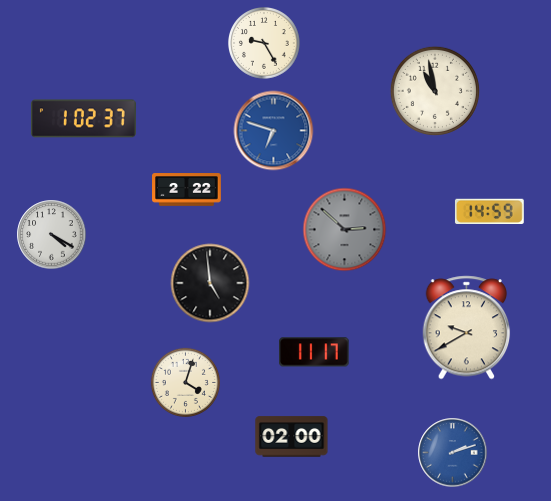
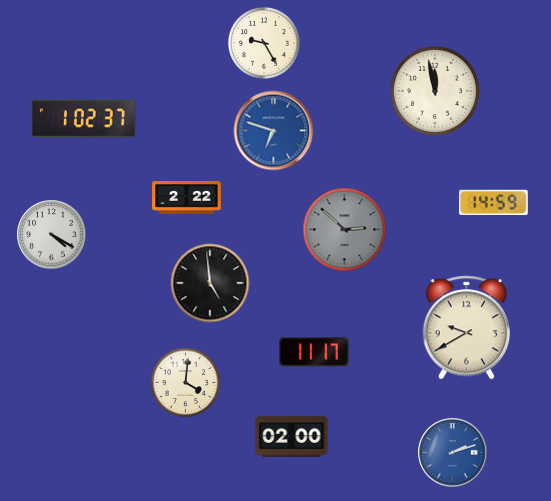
clock at (435, 91): 10:58 -> 11:58
clock at (187, 190) position: (187, 190) -> (187, 198)
clock at (489, 211) position: (489, 211) -> (493, 202)
clock at (185, 382): 4:03 -> 4:01
